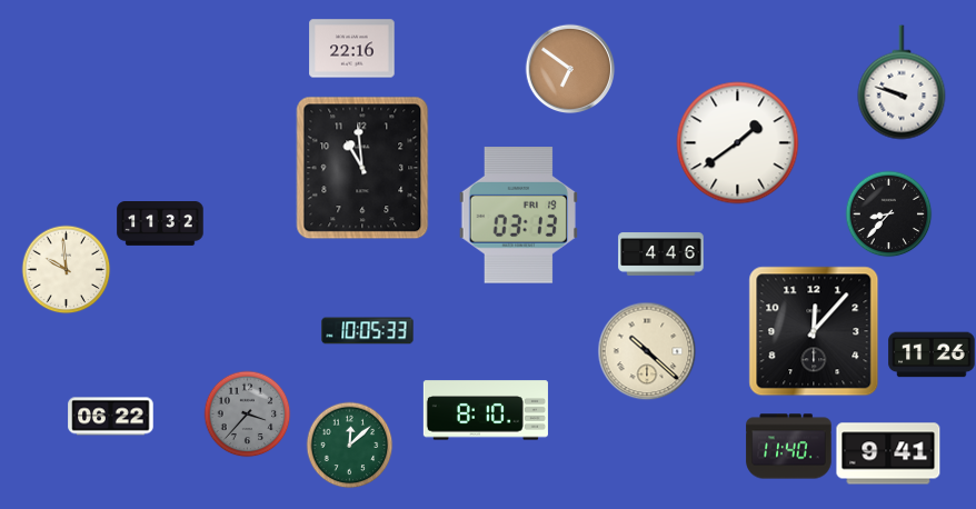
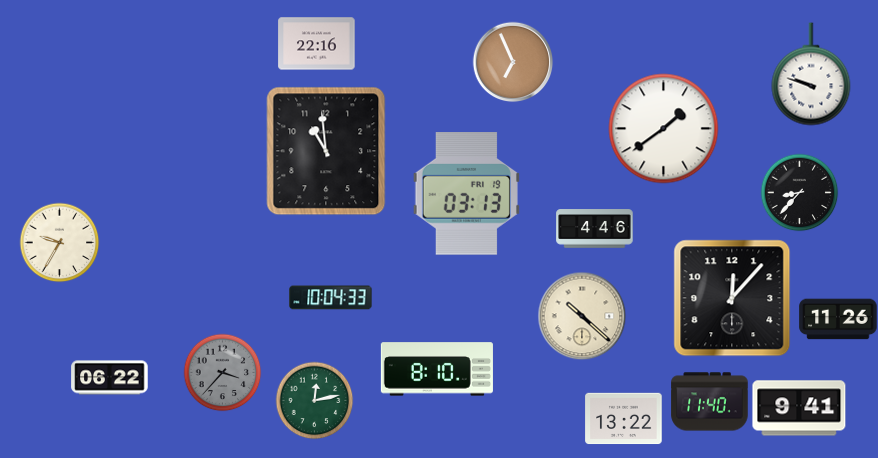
clock at (570, 69): 6:51 -> 6:56
clock at (160, 224): 11:32 -> none
clock at (66, 269): 9:59 -> 9:35
clock at (368, 331): 10:05 -> 10:04
clock at (111, 417) position: (111, 417) -> (110, 378)
clock at (349, 445): 12:08 -> 12:13
clock at (624, 419): none -> 13:22
